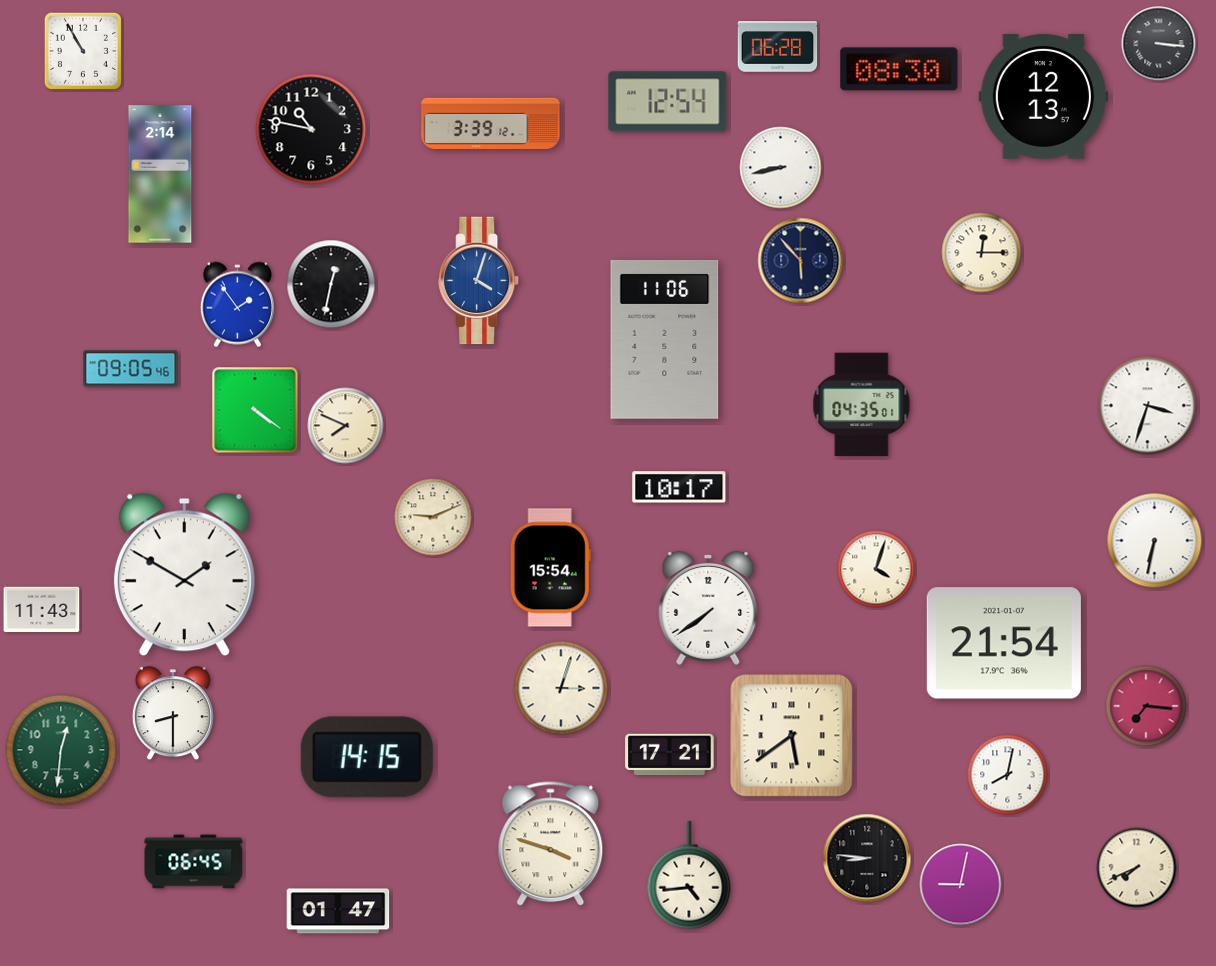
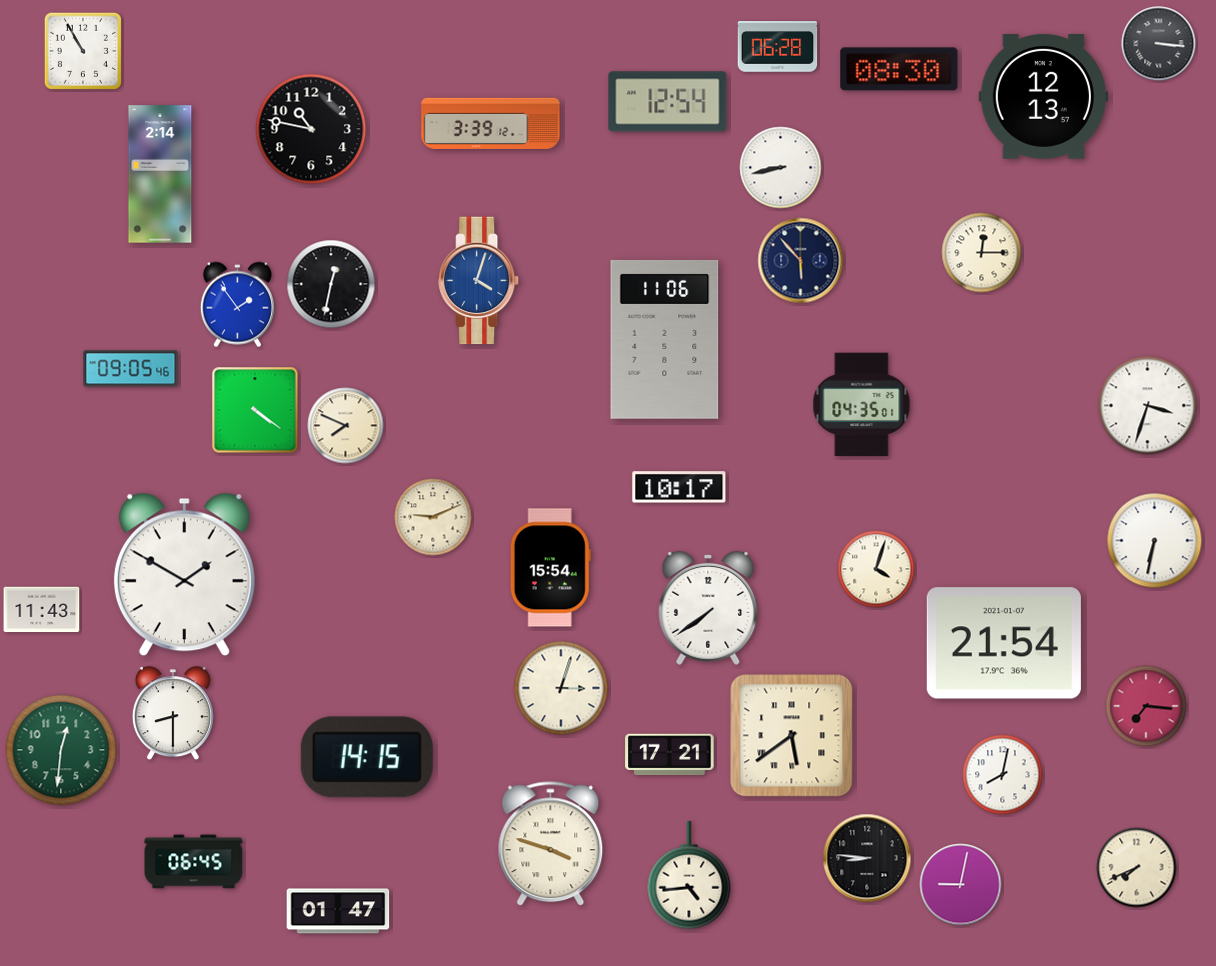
clock at (1008, 775) position: (1008, 775) -> (1003, 775)
